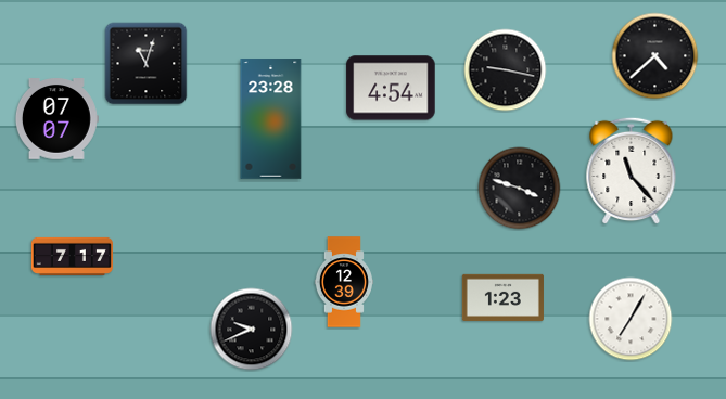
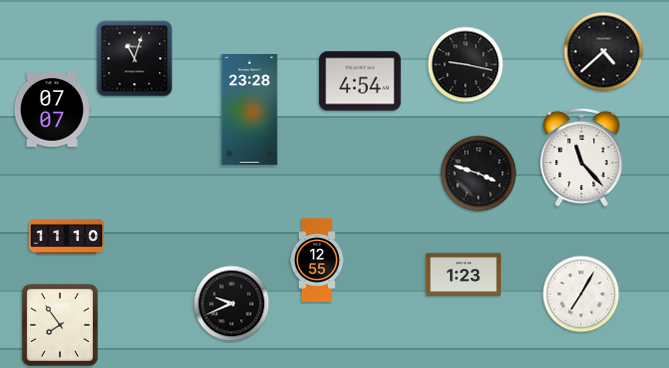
clock at (72, 256): 7:17 -> 11:10
clock at (344, 282): 12:39 -> 12:55
clock at (60, 325): none -> 7:54
